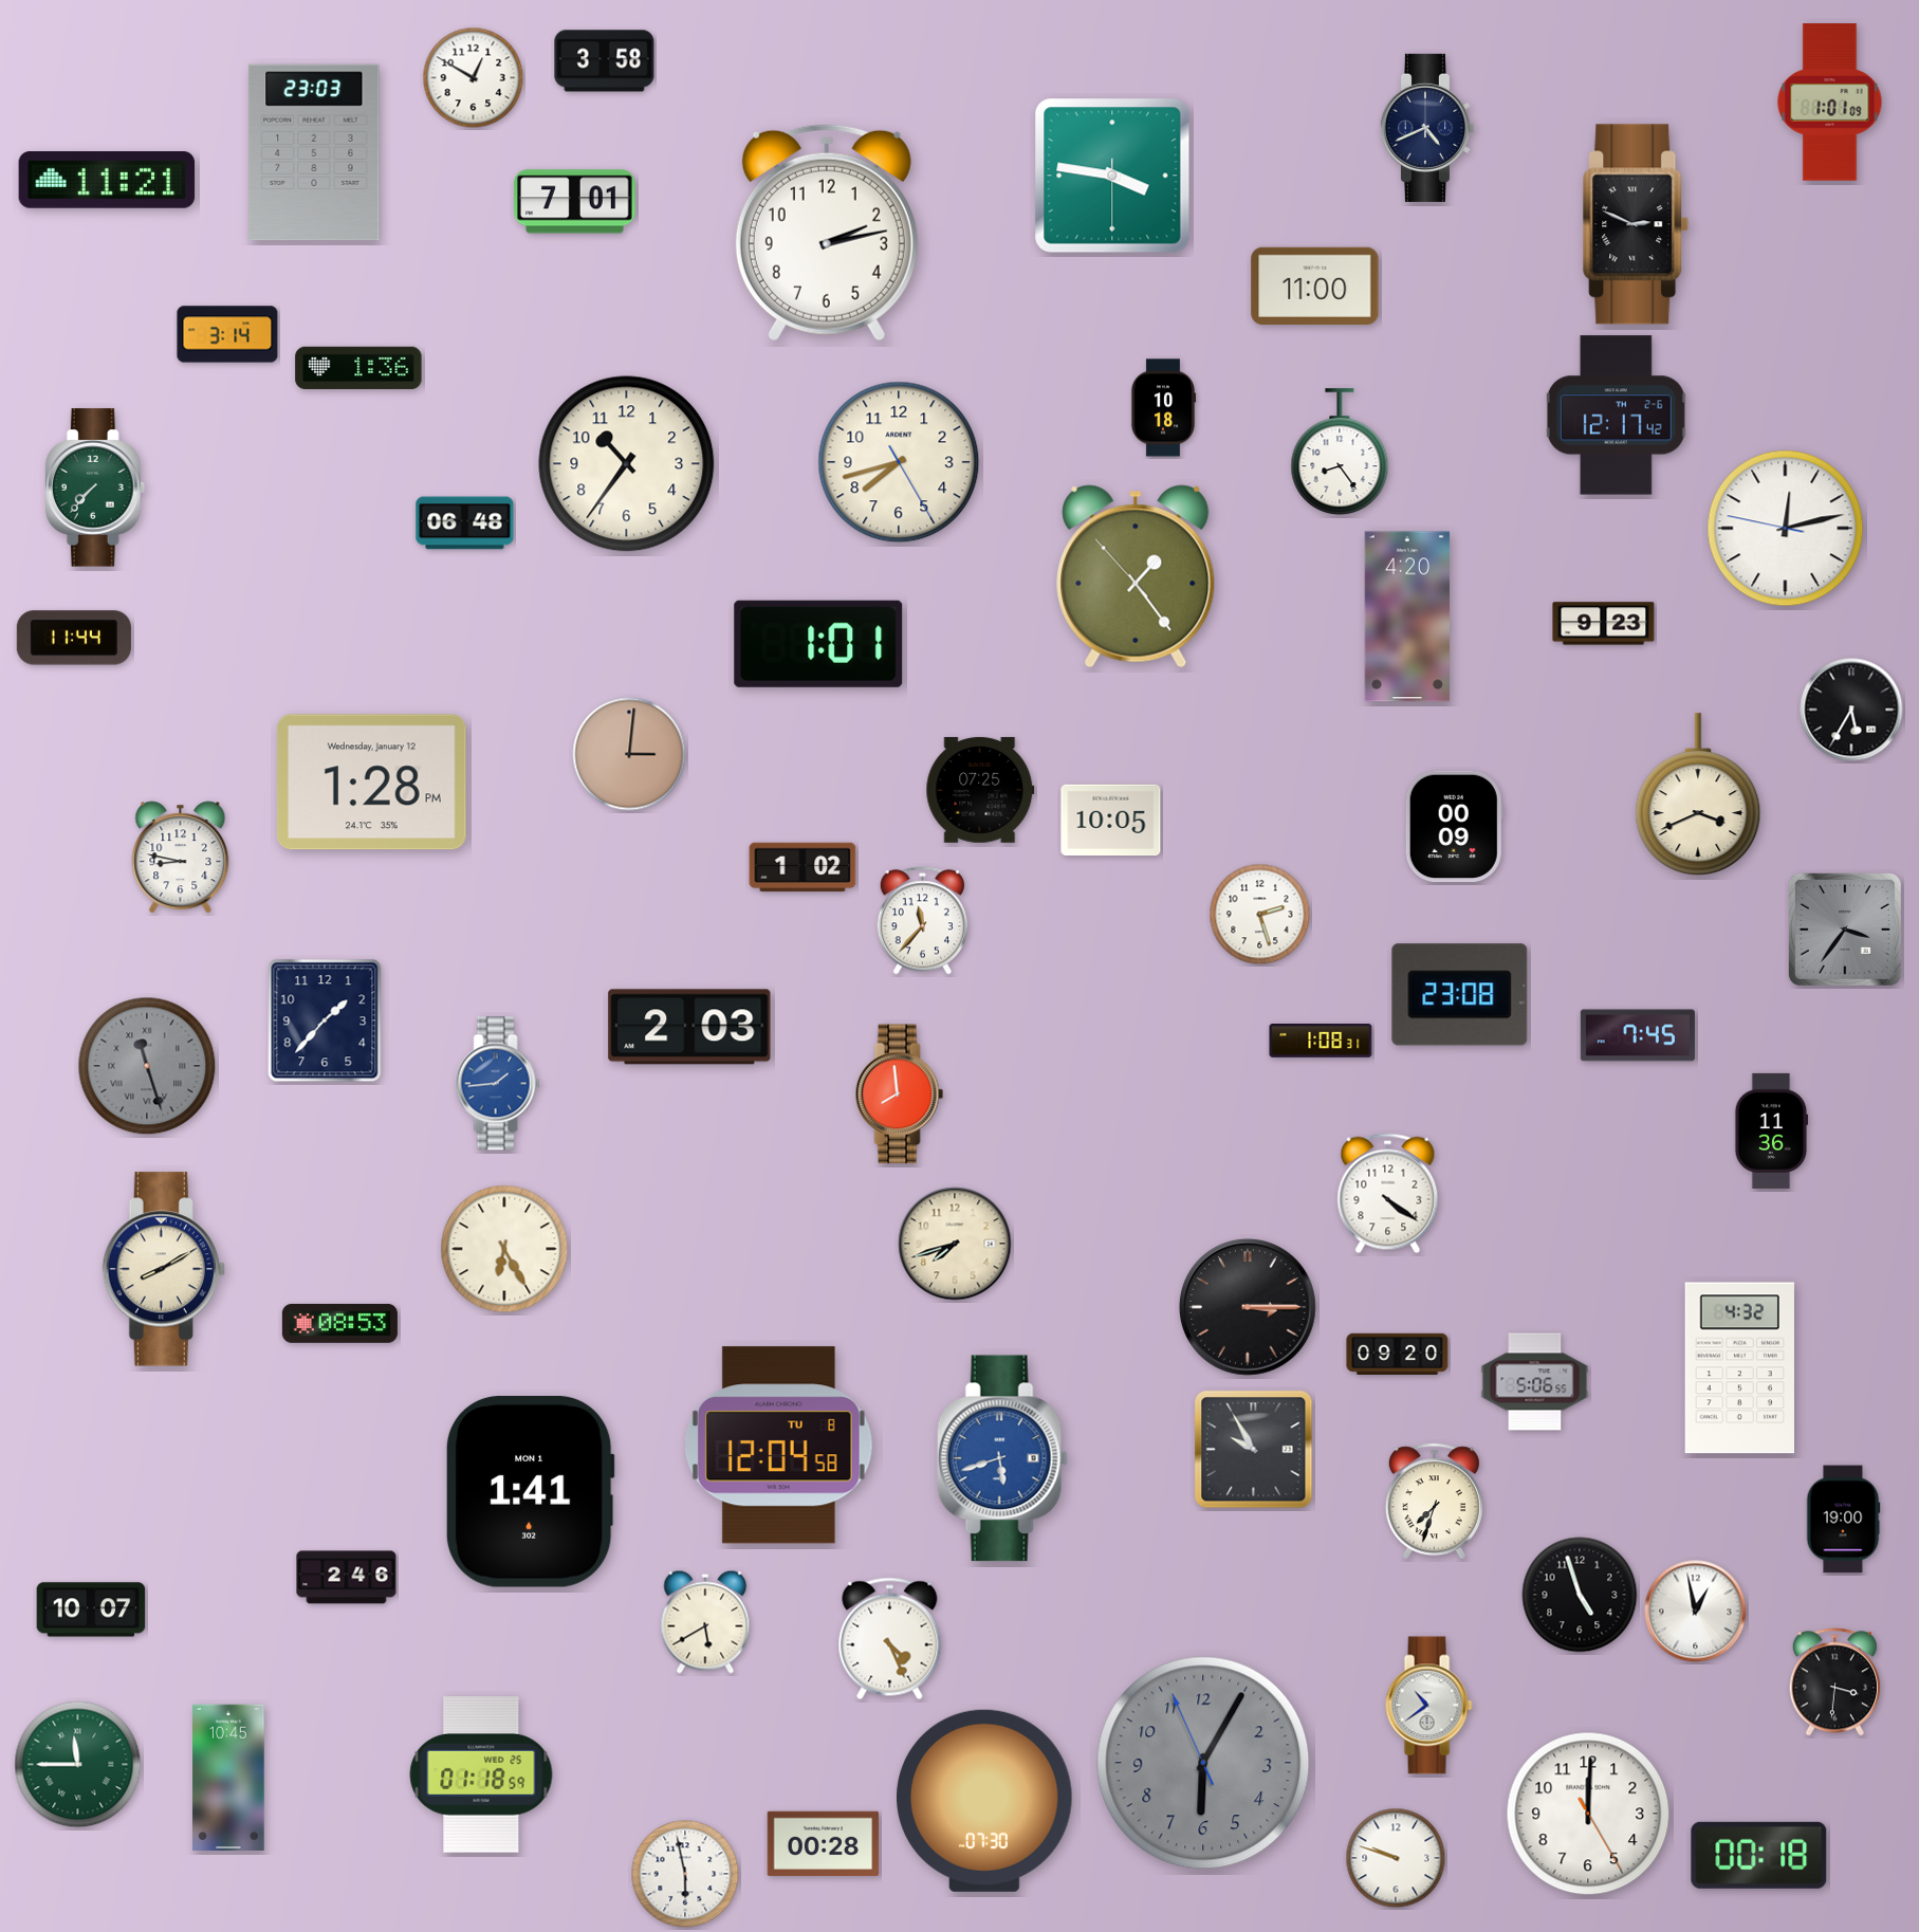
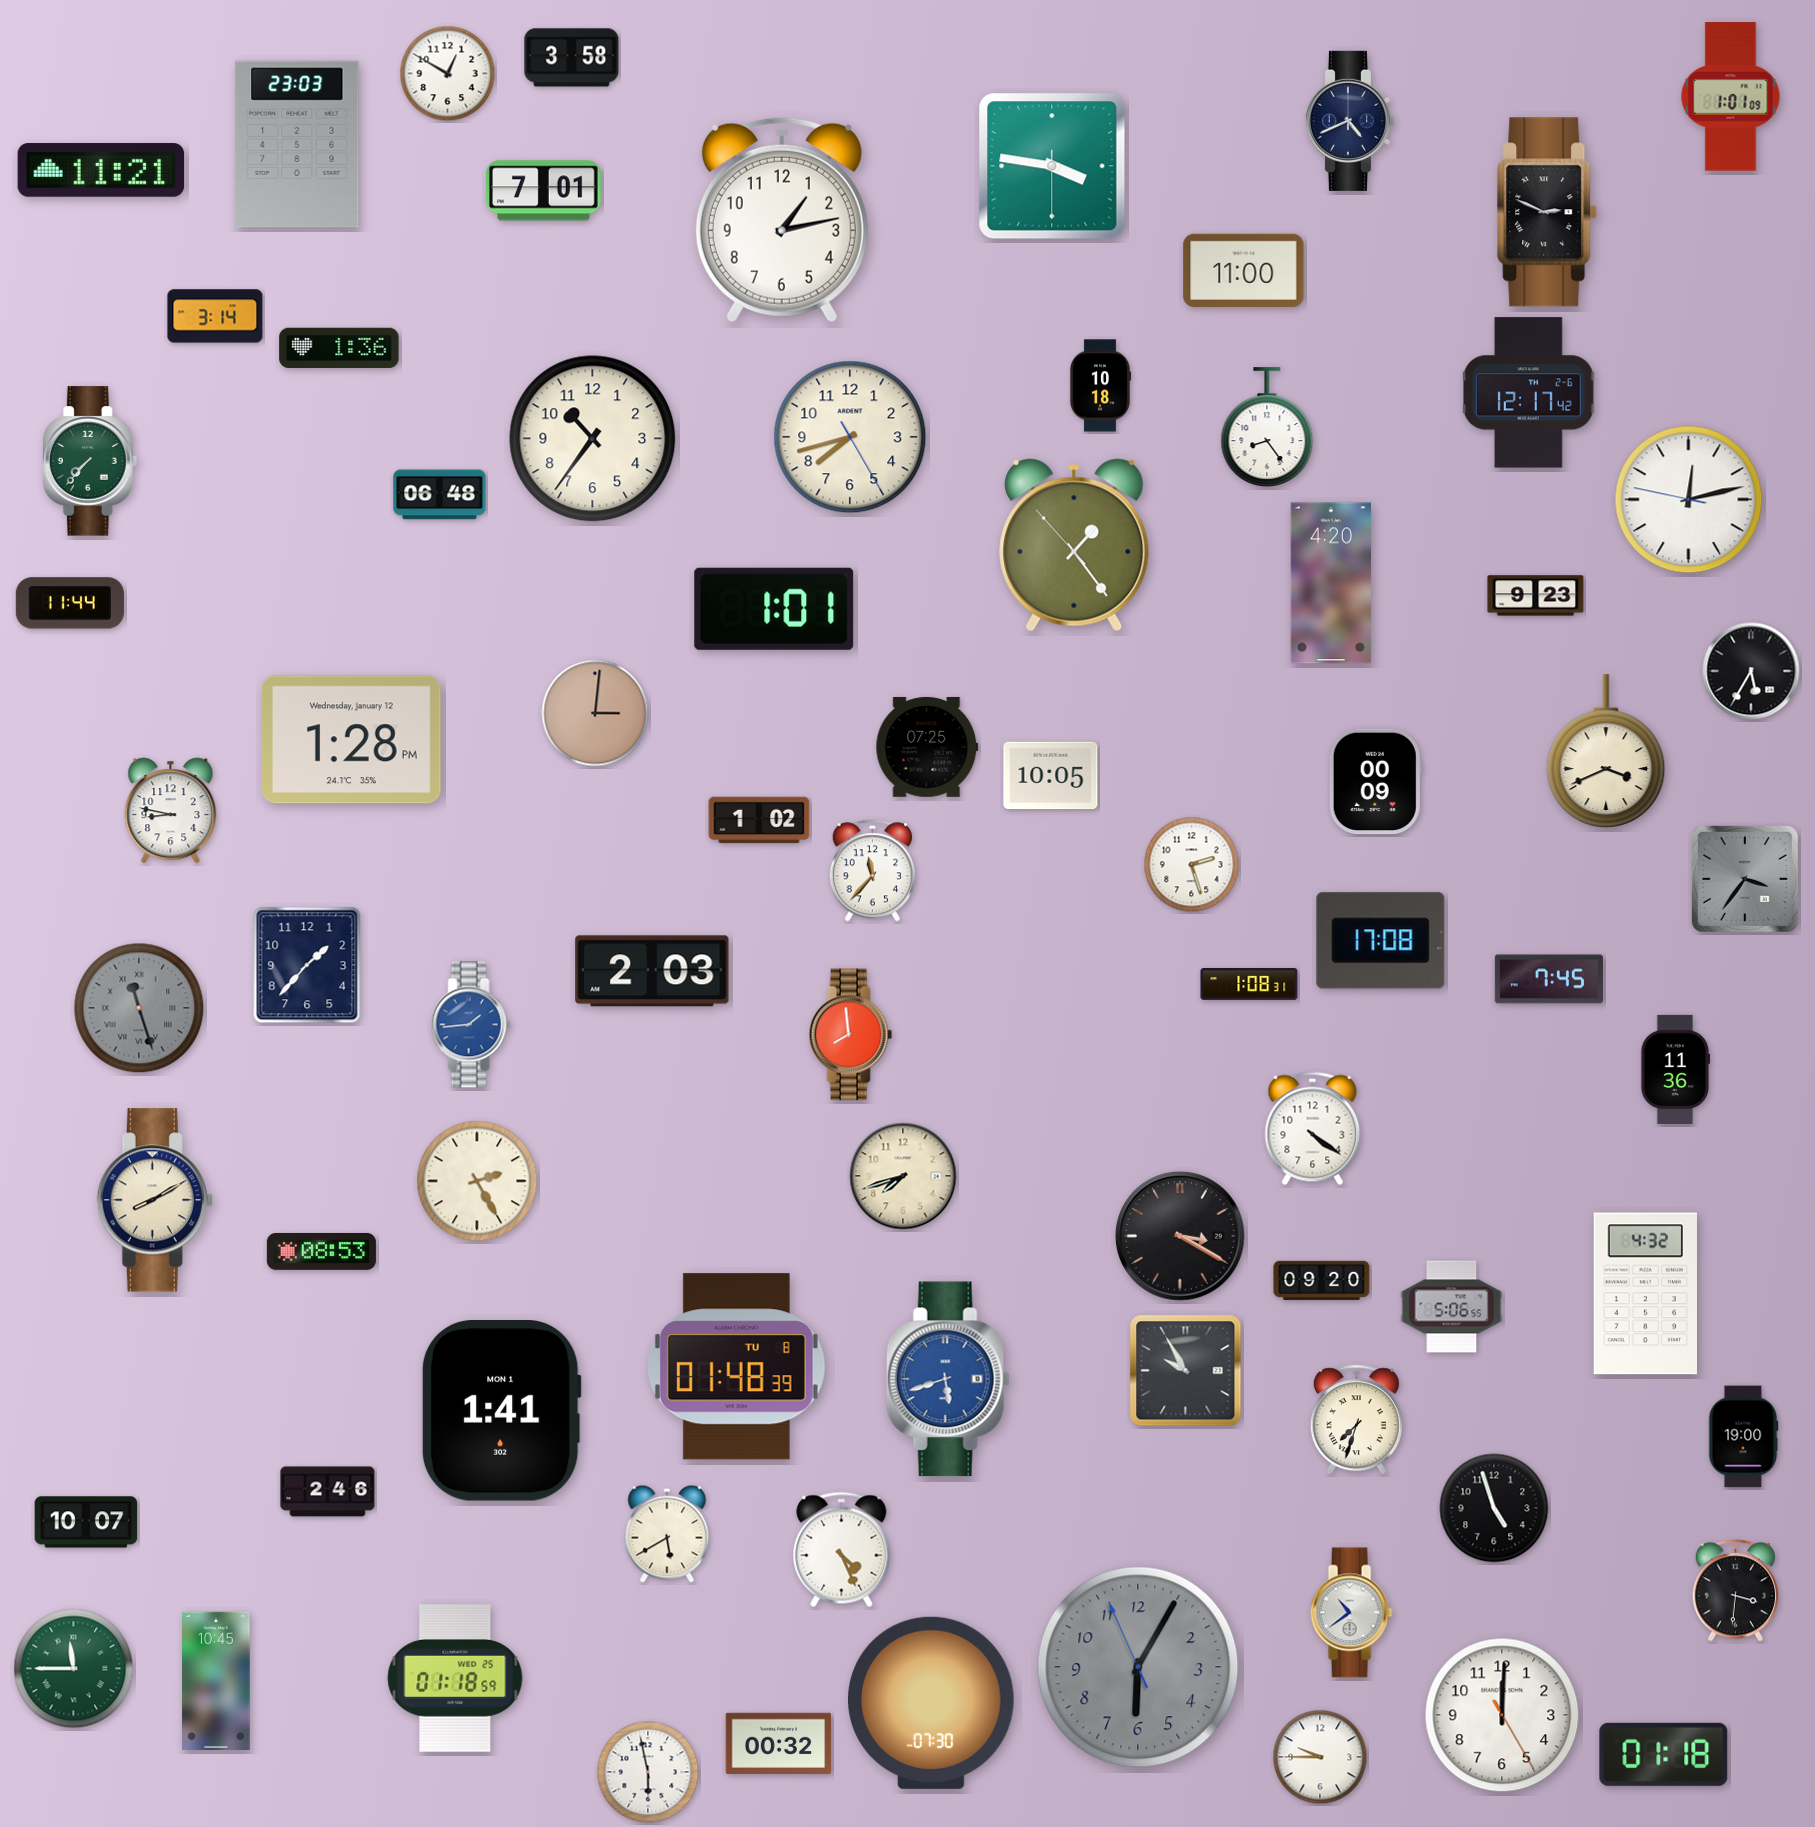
clock at (827, 233): 2:13 -> 1:13
clock at (1604, 624) position: (1604, 624) -> (1536, 596)
clock at (1460, 995): 23:08 -> 17:08
clock at (504, 1249): 6:25 -> 2:25
clock at (1248, 1307): 3:15 -> 3:20
clock at (778, 1446): 12:04 -> 01:48
clock at (1696, 1612): 12:58 -> none
clock at (824, 1843): 00:28 -> 00:32
clock at (1759, 1855): 00:18 -> 01:18
clock at (1396, 1858): 9:48 -> 9:45
